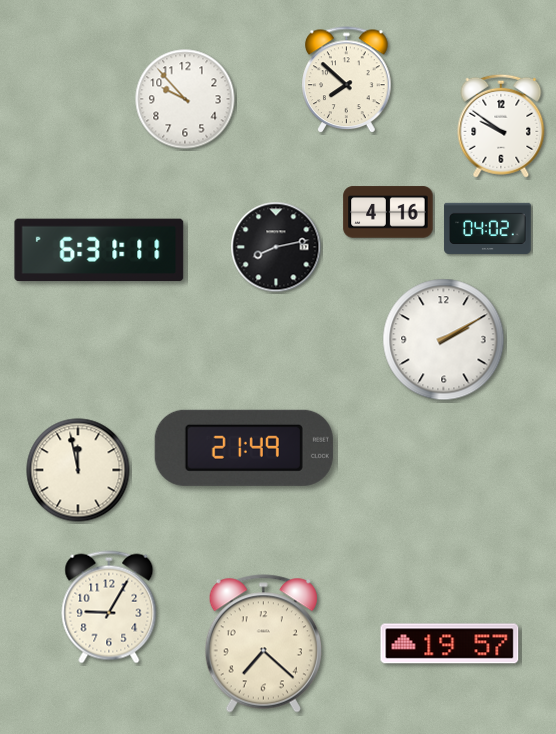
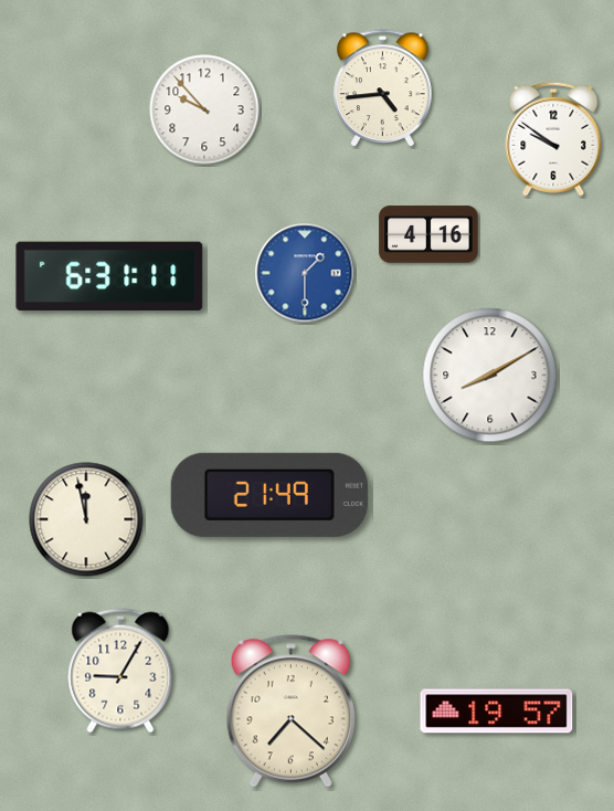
clock at (347, 80): 7:52 -> 4:44
clock at (488, 228): 04:02 -> none
clock at (276, 247): 8:13 -> 1:30
clock at (276, 247) dial: black -> blue
clock at (444, 340): 2:10 -> 8:10
